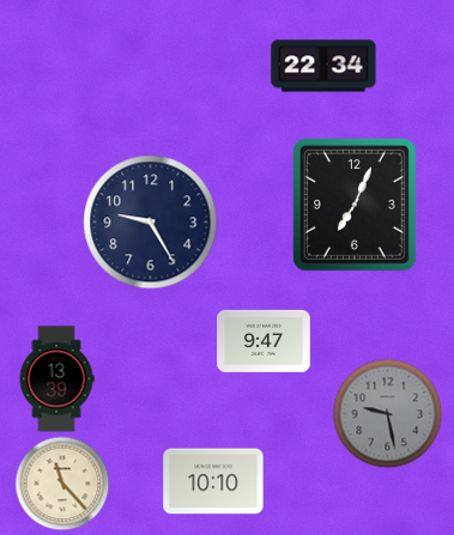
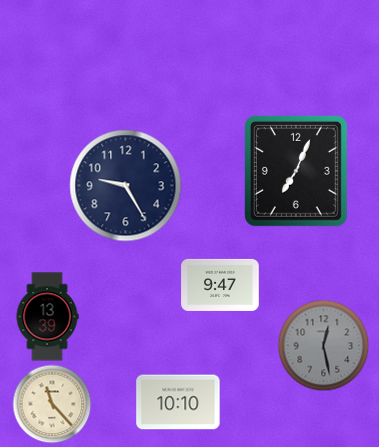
clock at (323, 66): 22:34 -> none
clock at (387, 413): 9:28 -> 12:28
